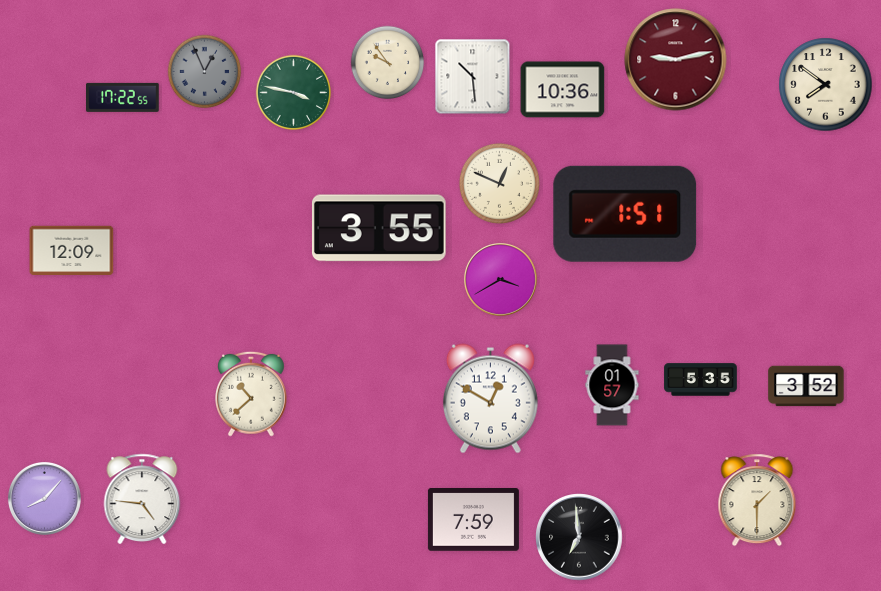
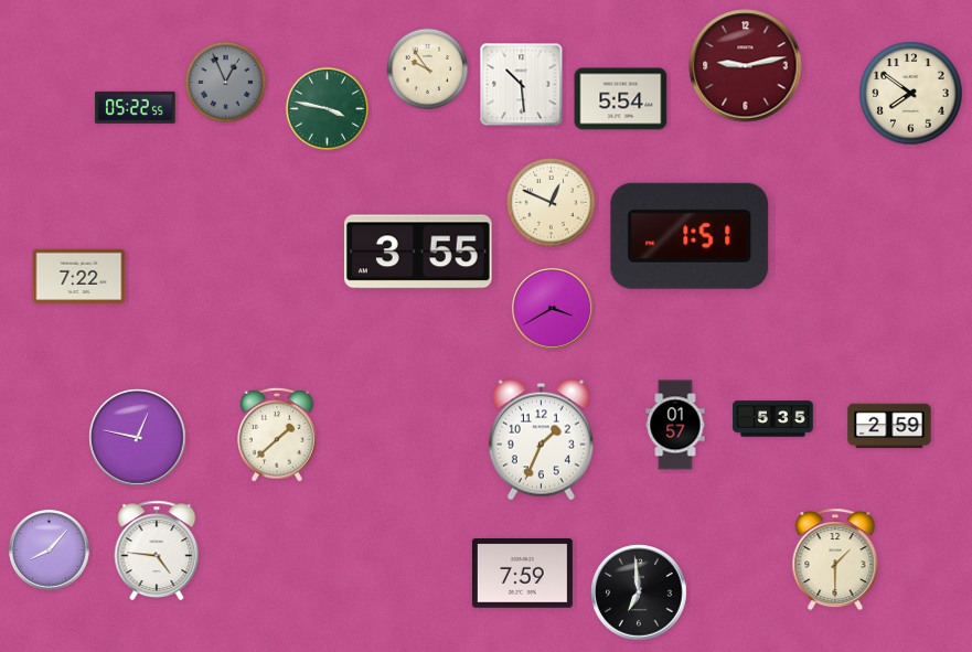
clock at (205, 72) position: (205, 72) -> (226, 83)
clock at (563, 90): 10:36 -> 5:54
clock at (294, 93) position: (294, 93) -> (328, 109)
clock at (123, 97): 17:22 -> 05:22
clock at (72, 251): 12:09 -> 7:22
clock at (806, 386): 3:52 -> 2:59
clock at (252, 394): 10:38 -> 1:38
clock at (138, 438): none -> 12:47
clock at (490, 399): 12:50 -> 1:34
clock at (757, 500) position: (757, 500) -> (835, 559)
